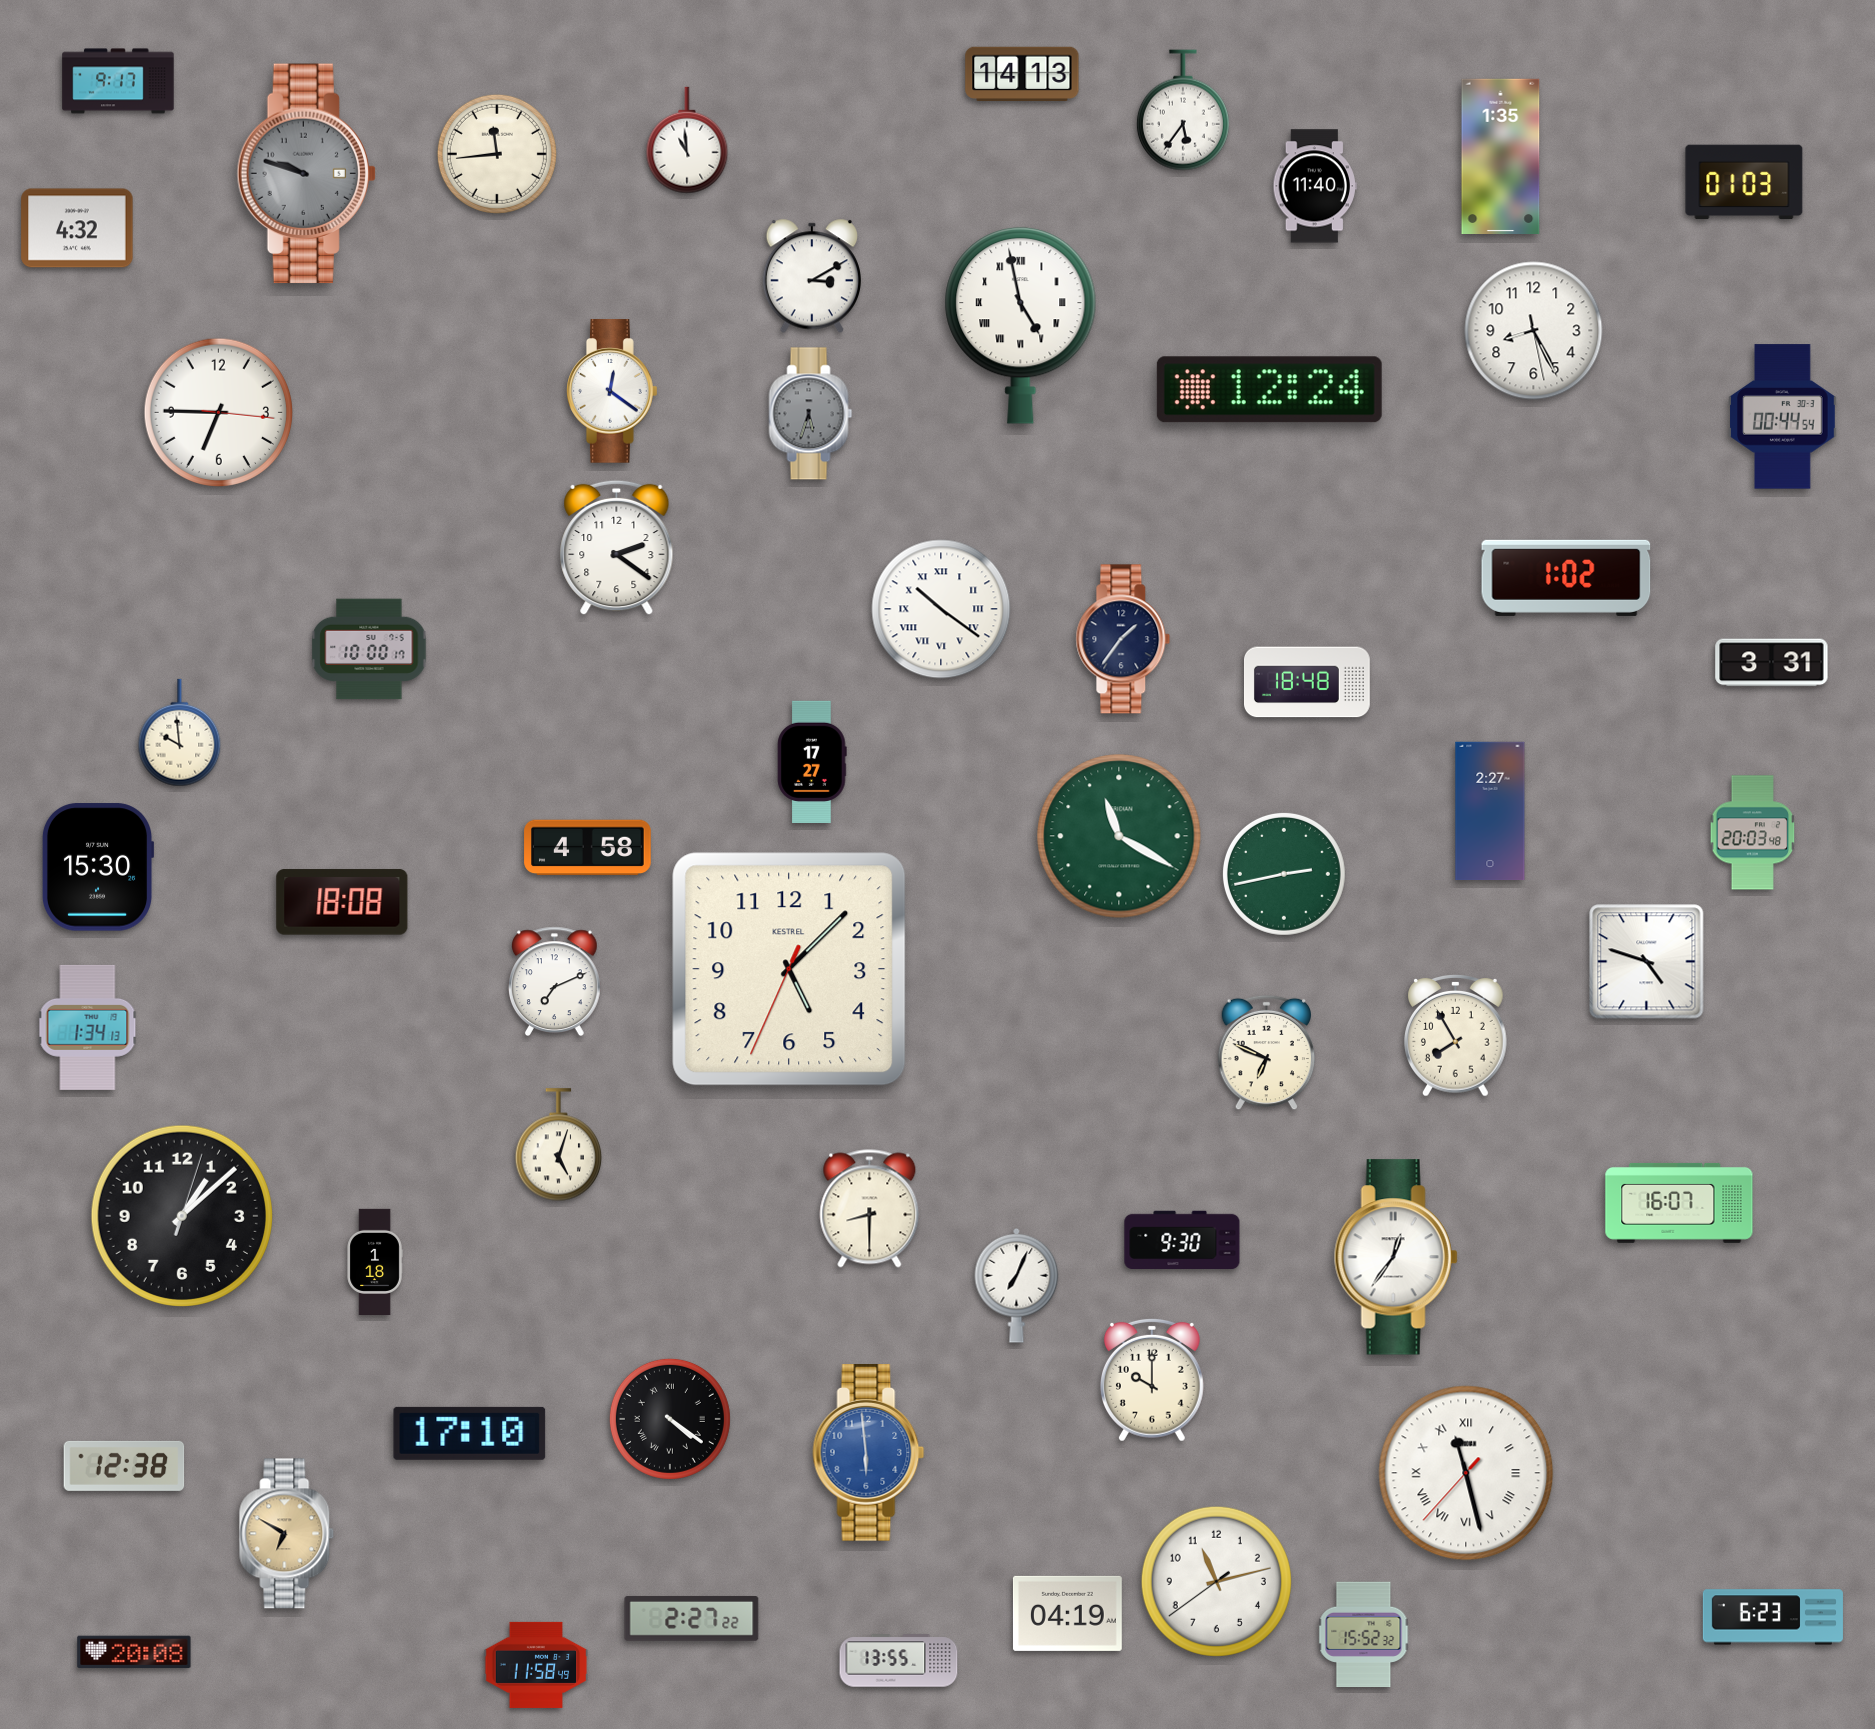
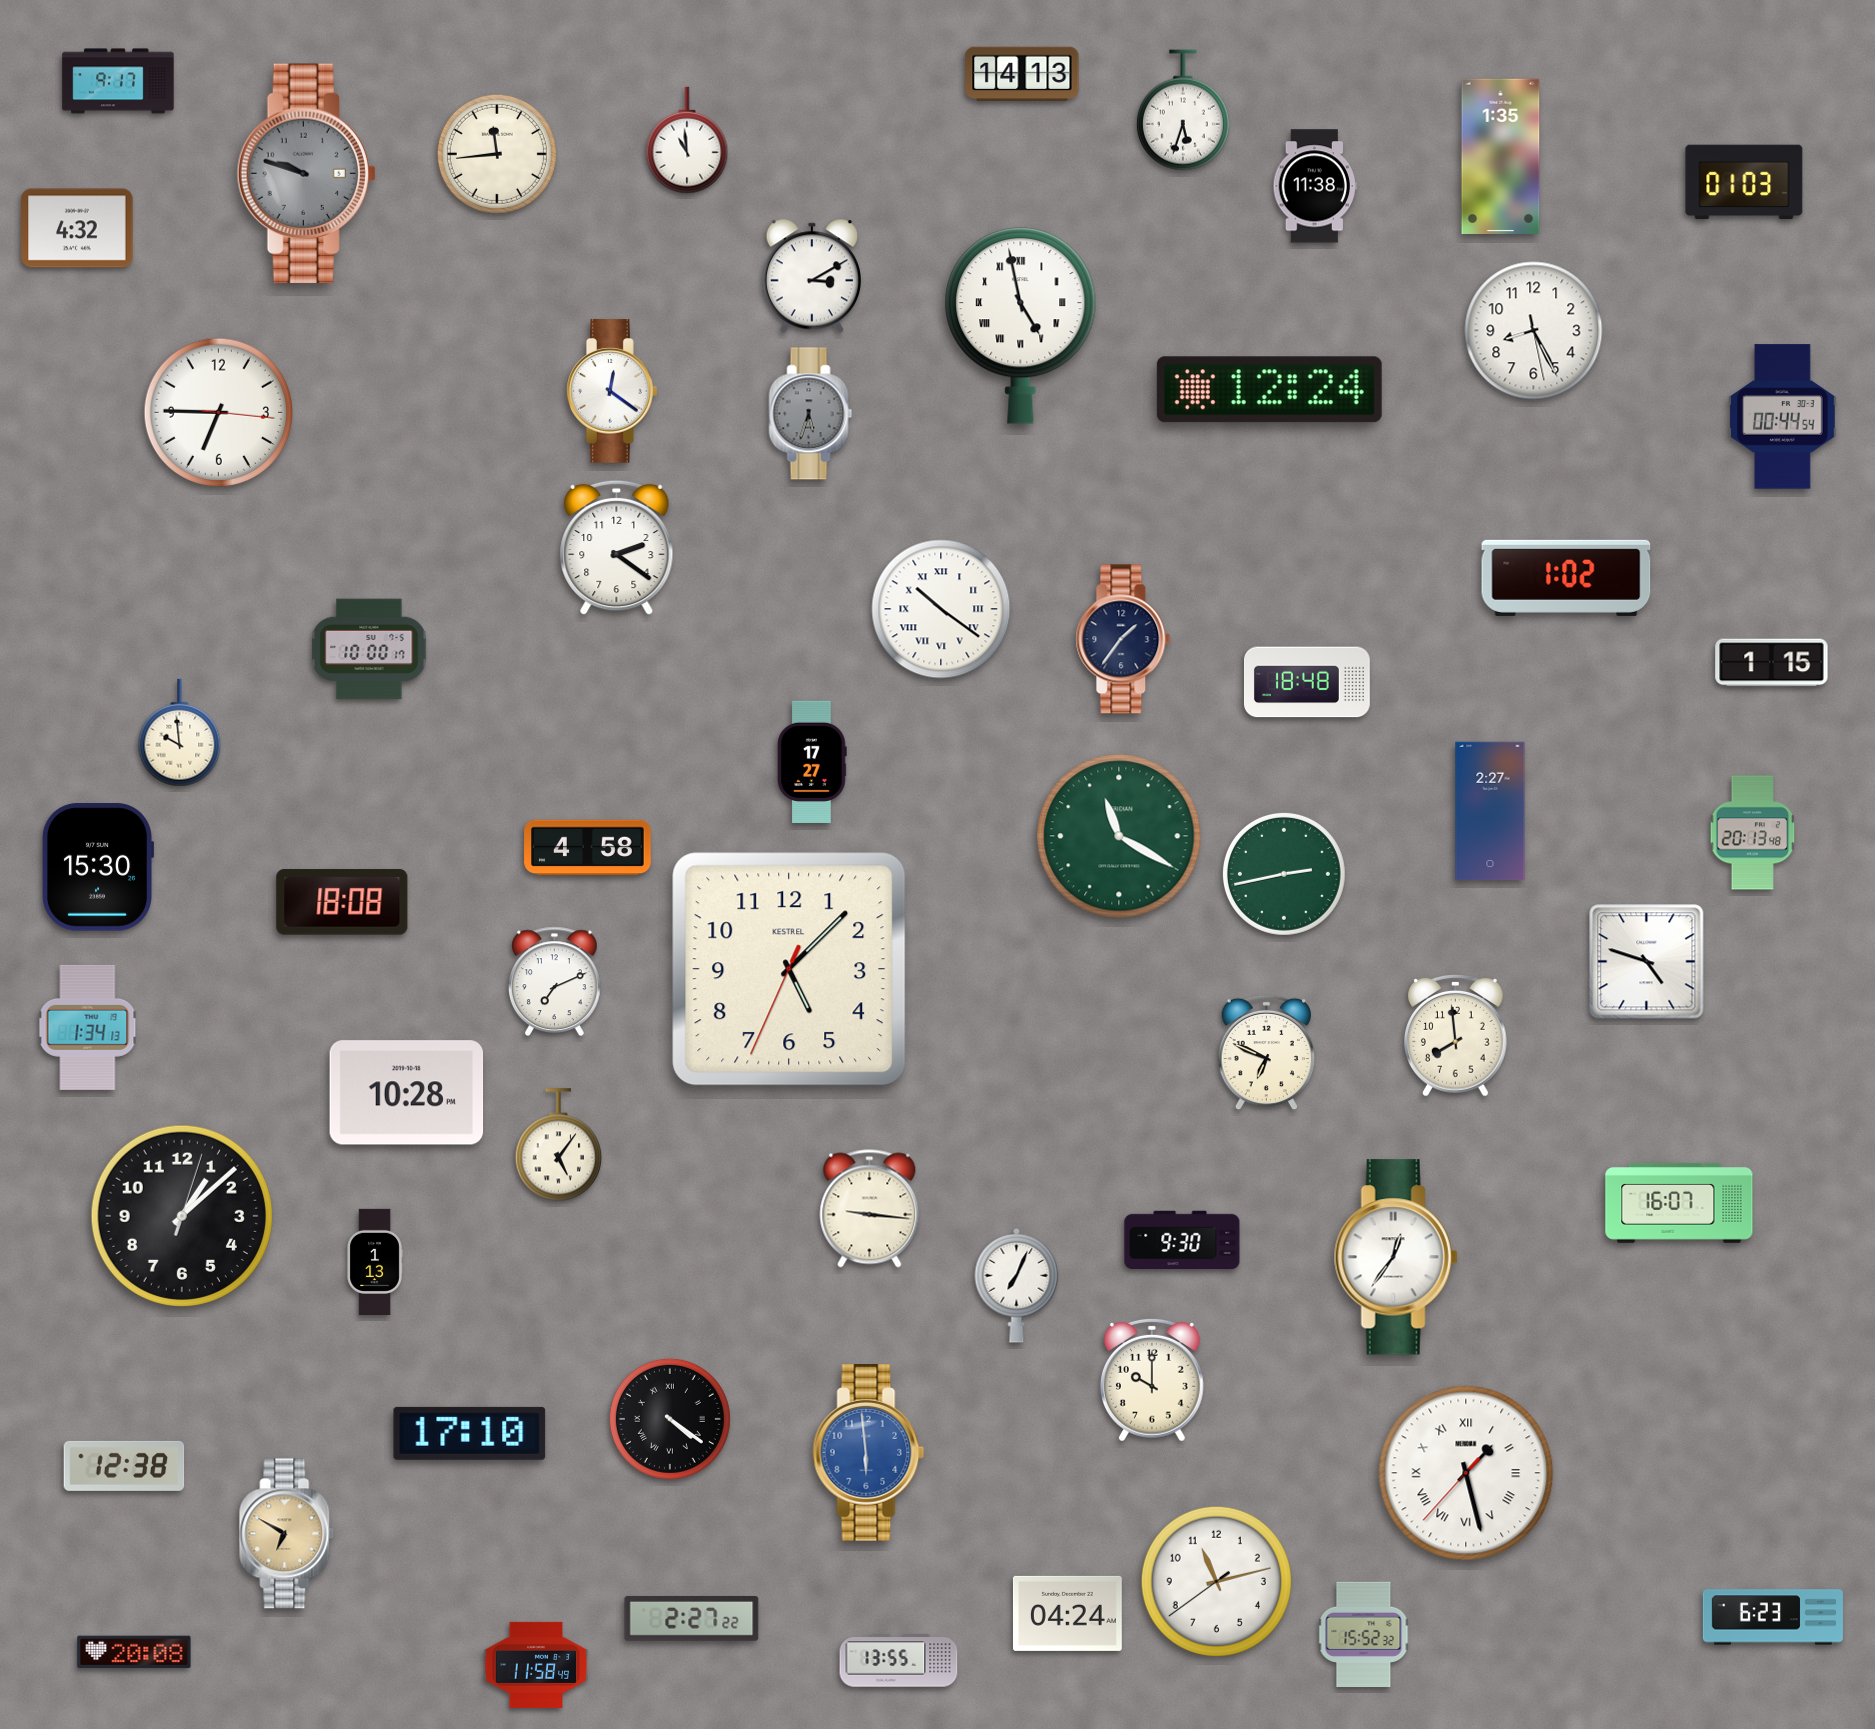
clock at (1183, 110): 5:36 -> 5:33
clock at (1315, 186): 11:40 -> 11:38
clock at (1772, 663): 3:31 -> 1:15
clock at (1753, 833): 20:03 -> 20:13
clock at (1456, 1036): 7:55 -> 7:59
clock at (407, 1093): none -> 10:28
clock at (559, 1145): 5:03 -> 5:06
clock at (870, 1209): 8:30 -> 9:16
clock at (375, 1261): 1:18 -> 1:13
clock at (1466, 1473): 11:27 -> 1:27
clock at (1067, 1613): 04:19 -> 04:24
